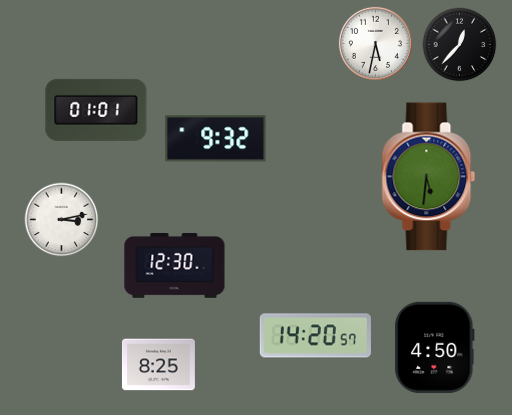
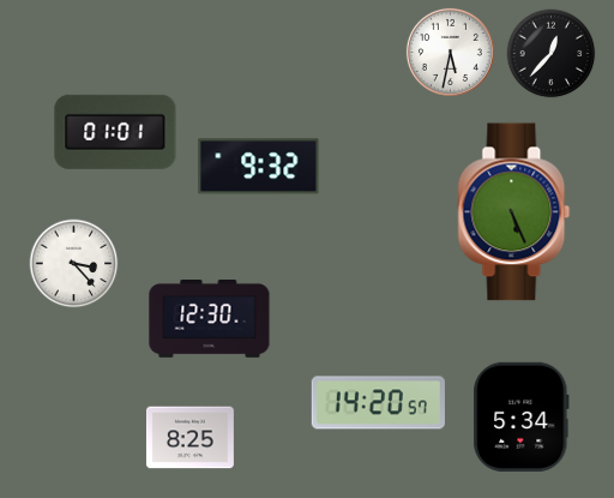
clock at (429, 177): 5:31 -> 5:26
clock at (62, 220): 3:13 -> 3:23
clock at (435, 347): 4:50 -> 5:34
